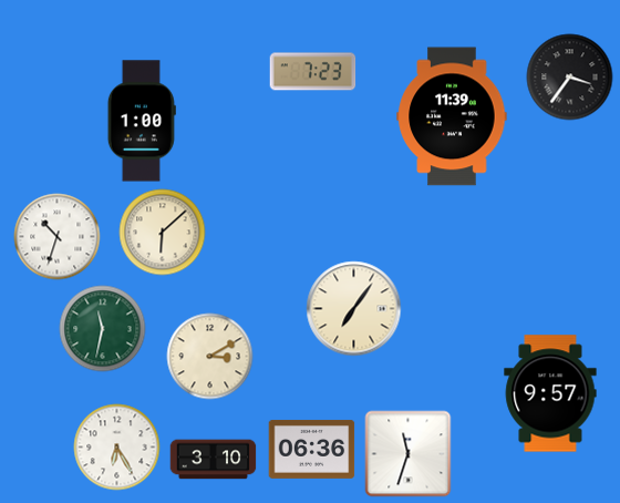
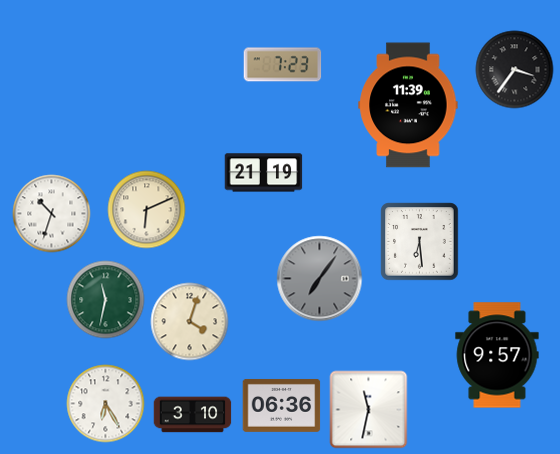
clock at (142, 121): 1:00 -> none
clock at (263, 173): none -> 21:19
clock at (162, 232): 6:08 -> 6:11
clock at (419, 241): none -> 6:29
clock at (353, 308) dial: cream -> grey
clock at (102, 328) position: (102, 328) -> (105, 299)
clock at (209, 356): 3:10 -> 4:03
clock at (407, 453): 11:33 -> 11:32
